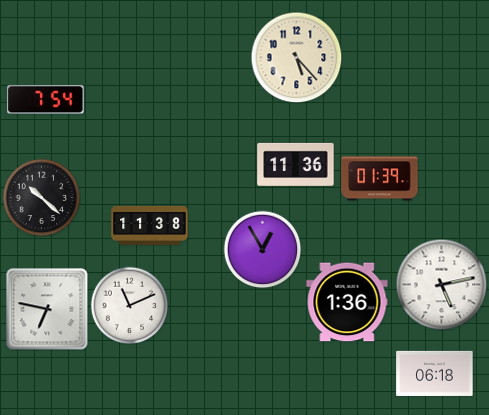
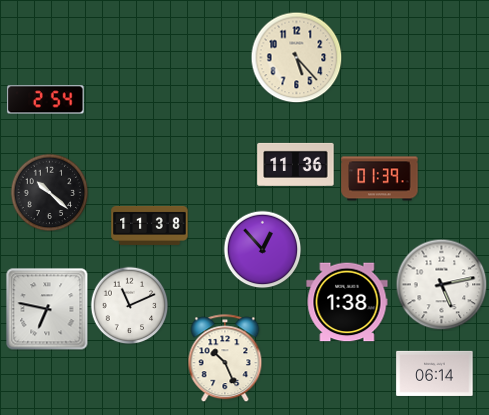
clock at (46, 100): 7:54 -> 2:54
clock at (41, 197) position: (41, 197) -> (49, 192)
clock at (262, 249): 12:55 -> 12:53
clock at (347, 302): 1:36 -> 1:38
clock at (225, 358): none -> 10:26
clock at (435, 373): 06:18 -> 06:14
